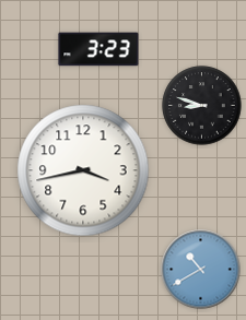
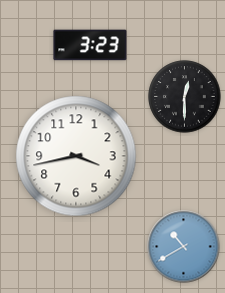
clock at (202, 106): 8:48 -> 12:30
